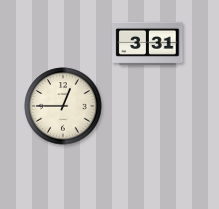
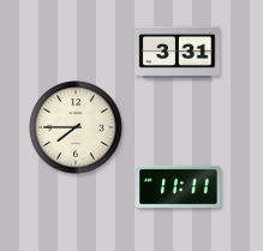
clock at (63, 106): 12:45 -> 7:45
clock at (179, 186): none -> 11:11
